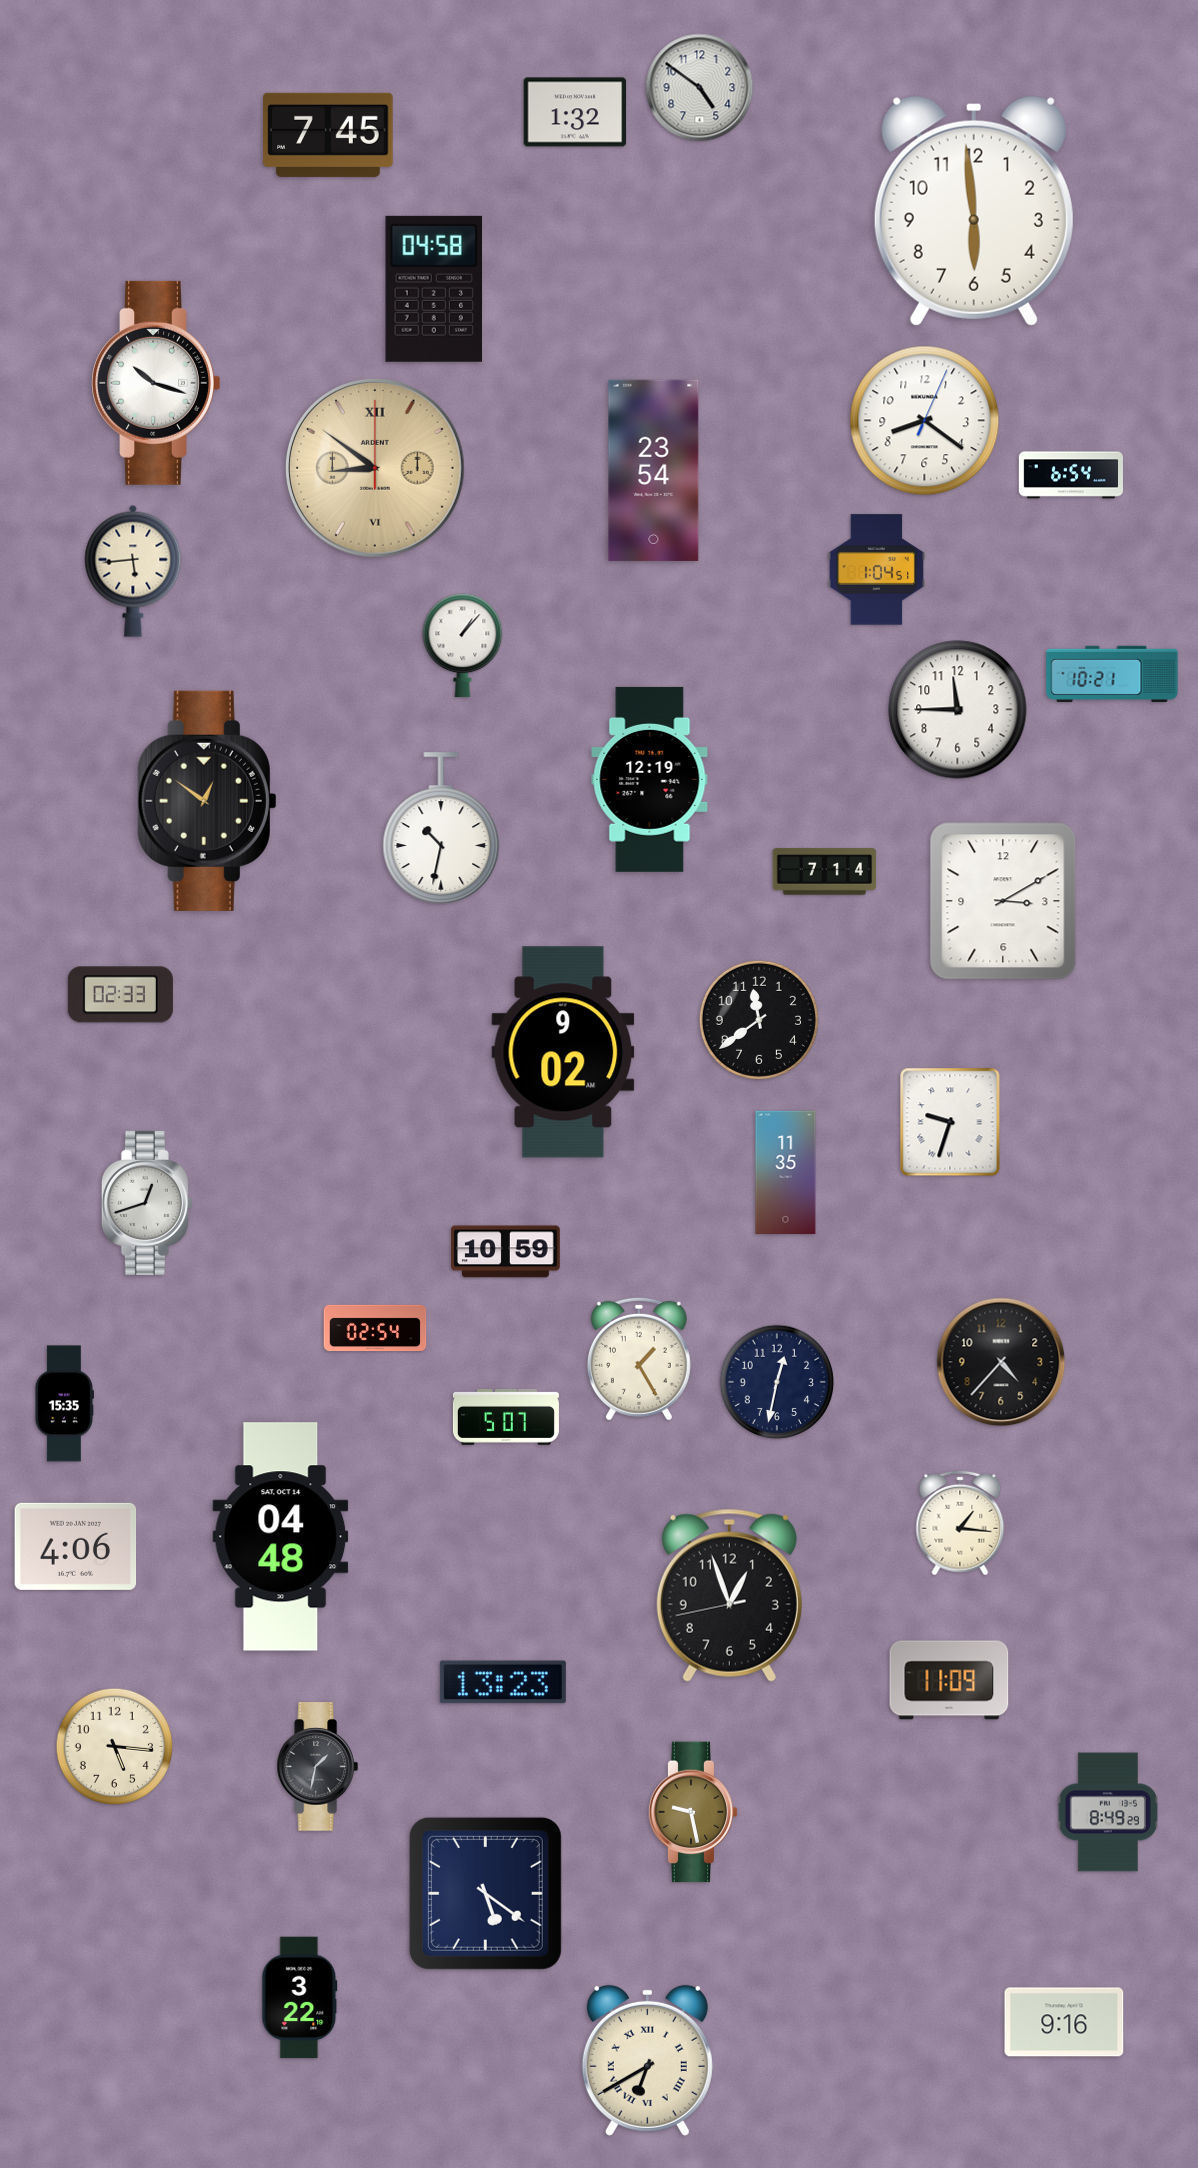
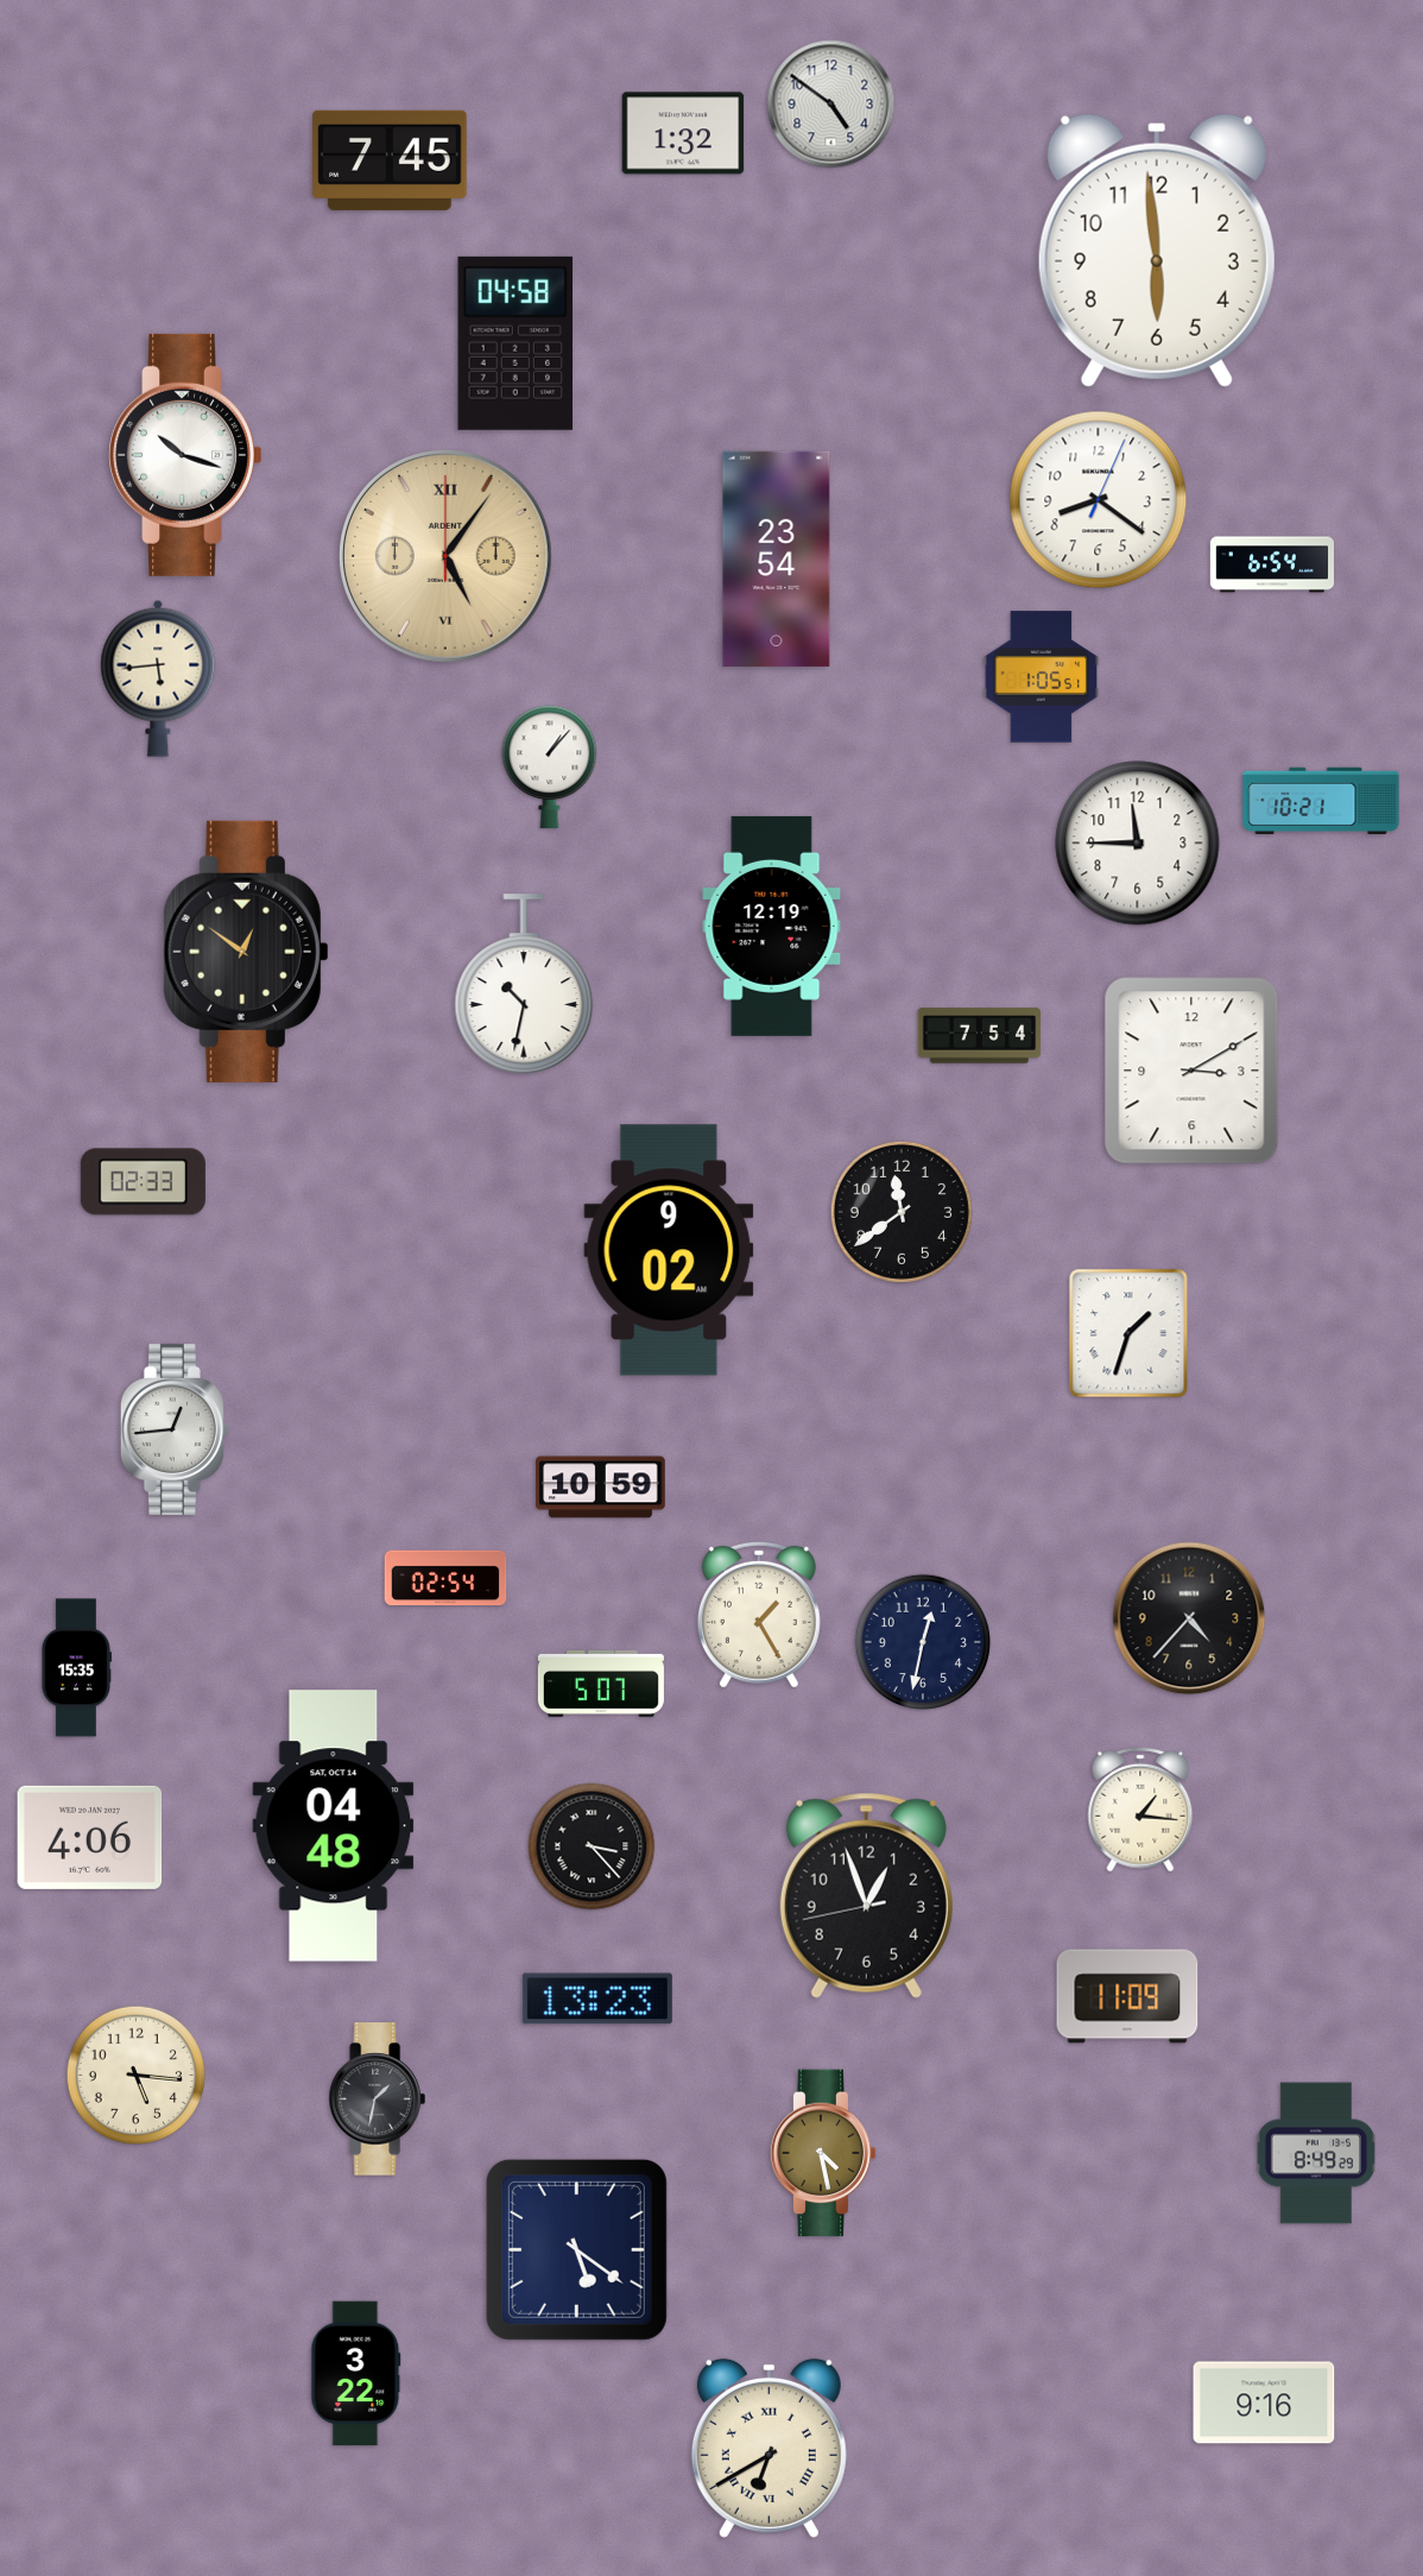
clock at (376, 469): 8:51 -> 5:06
clock at (877, 570): 1:04 -> 1:05
clock at (825, 872): 7:14 -> 7:54
clock at (950, 1122): 9:33 -> 1:33
clock at (786, 1172): 11:35 -> none
clock at (147, 1203): 12:42 -> 12:44
clock at (592, 1846): none -> 3:23
clock at (693, 1812): 9:28 -> 4:28
